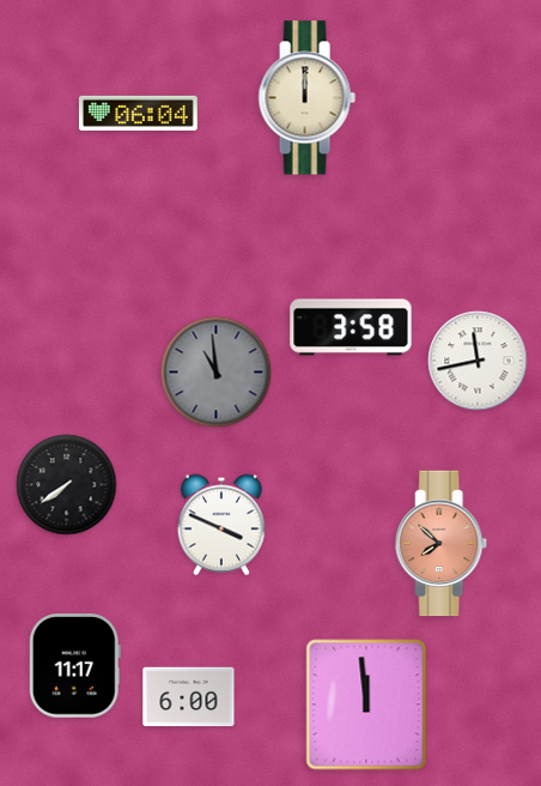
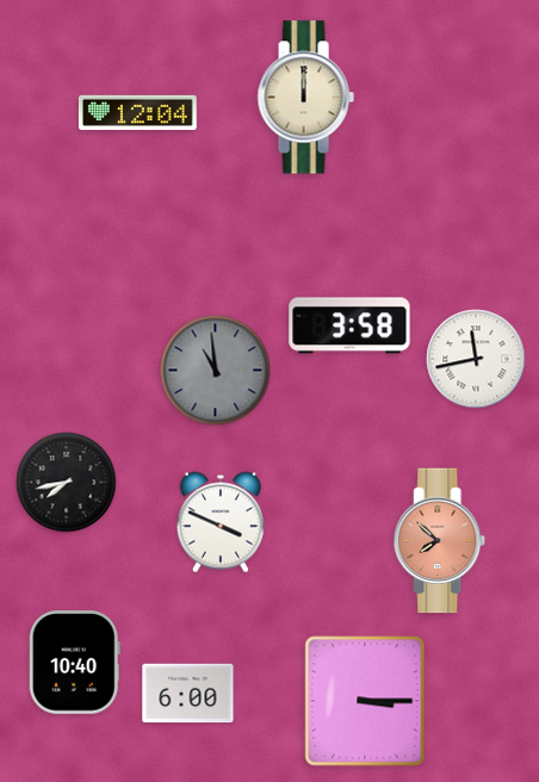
clock at (138, 113): 06:04 -> 12:04
clock at (67, 485): 7:39 -> 7:43
clock at (74, 666): 11:17 -> 10:40
clock at (366, 705): 11:59 -> 3:15
